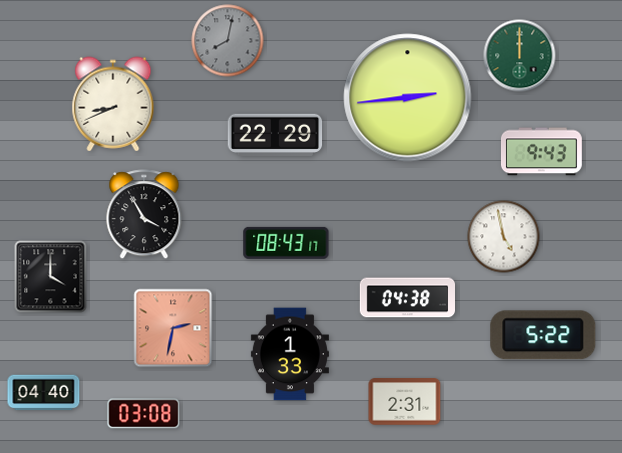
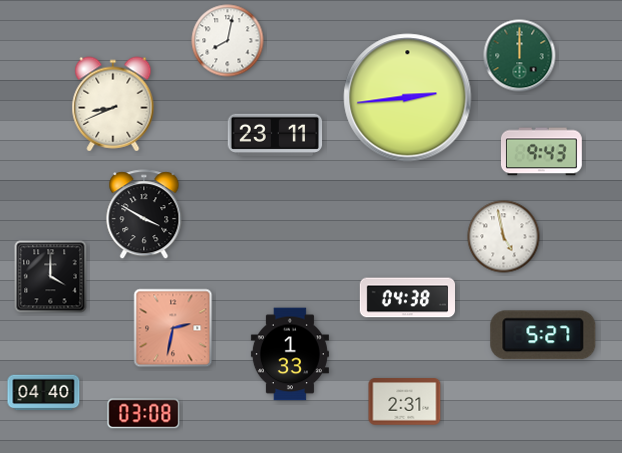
clock at (228, 41) dial: grey -> white
clock at (275, 135): 22:29 -> 23:11
clock at (144, 215): 3:55 -> 3:50
clock at (286, 243): 08:43 -> none
clock at (543, 335): 5:22 -> 5:27
